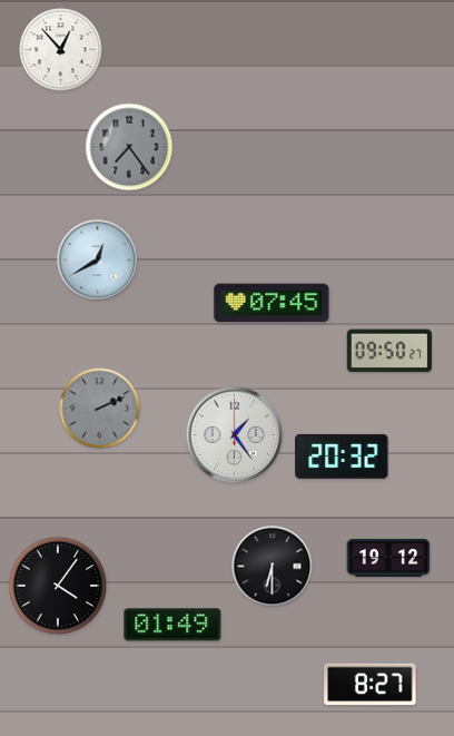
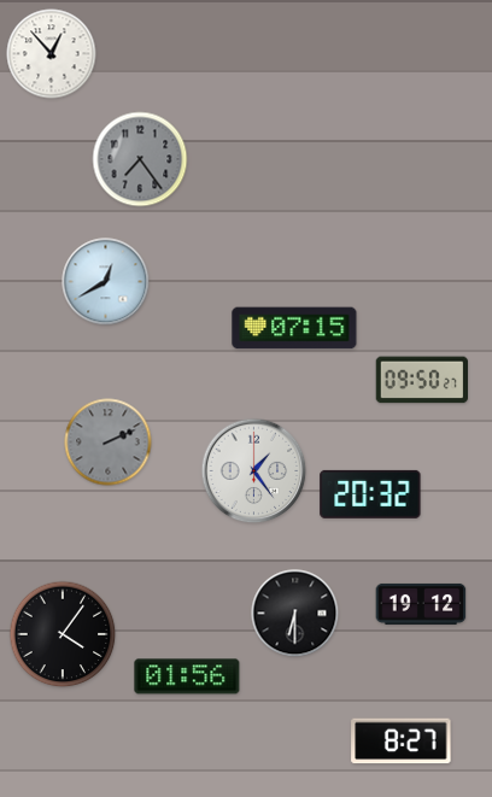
clock at (61, 50) position: (61, 50) -> (52, 54)
clock at (272, 303): 07:45 -> 07:15
clock at (172, 625): 01:49 -> 01:56
